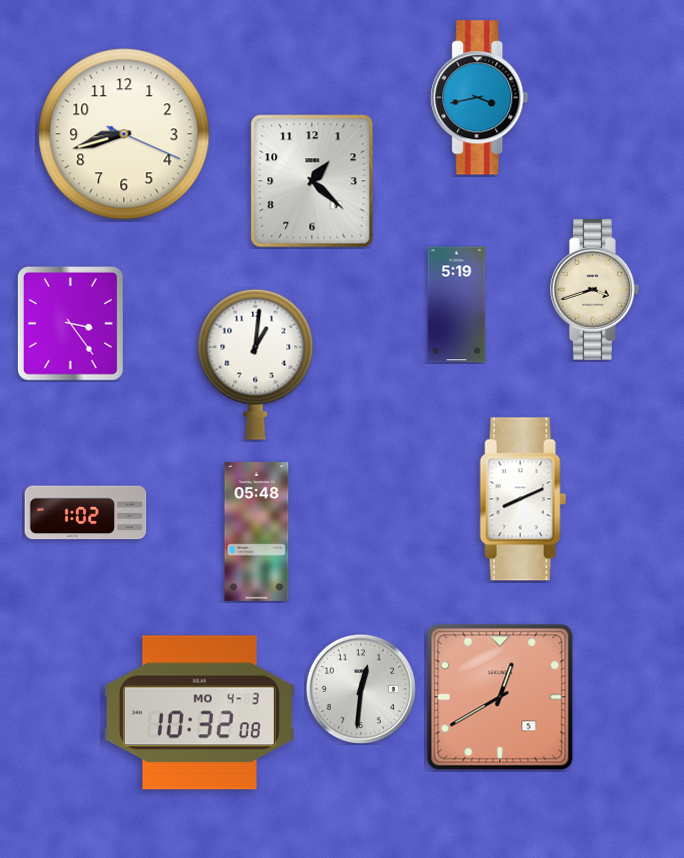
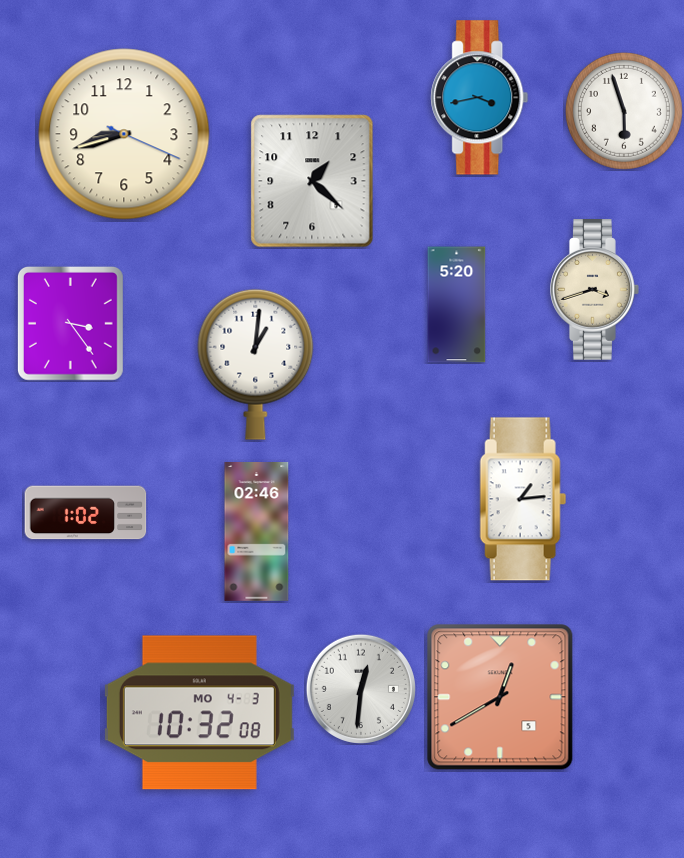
clock at (624, 111): none -> 5:57
clock at (457, 305): 5:19 -> 5:20
clock at (523, 499): 8:11 -> 1:14
clock at (257, 532): 05:48 -> 02:46
